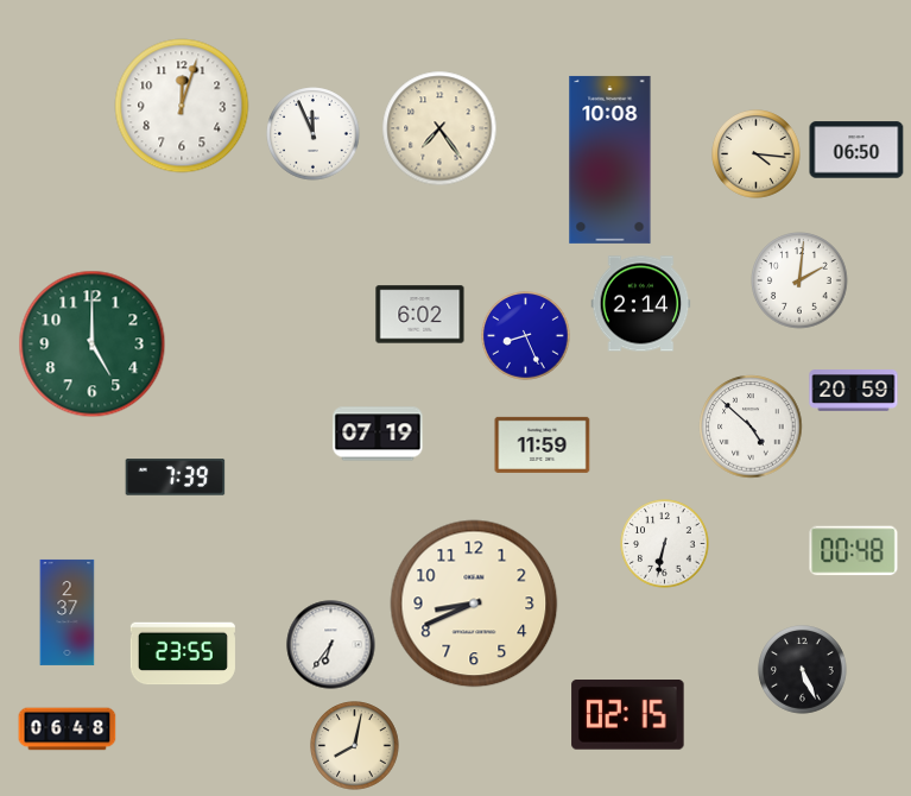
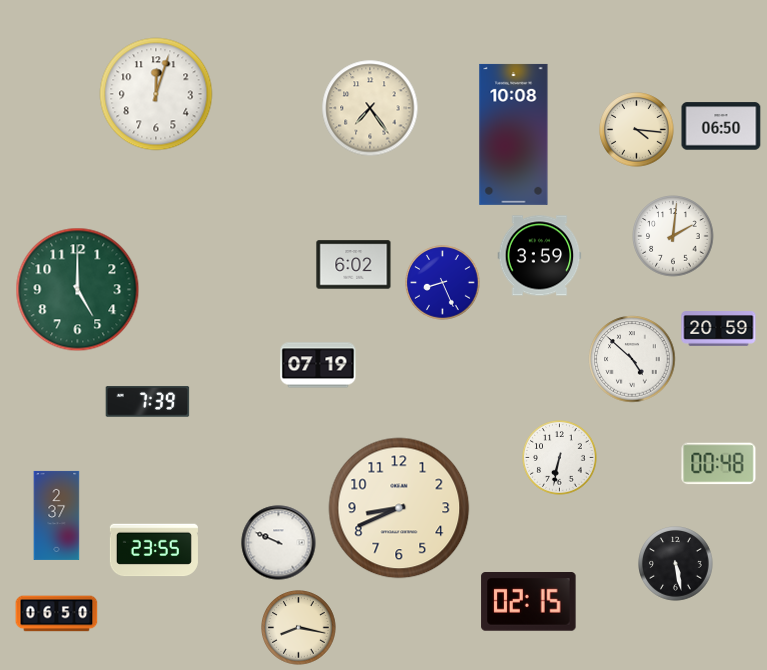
clock at (182, 106) position: (182, 106) -> (156, 94)
clock at (314, 134): 11:56 -> none
clock at (641, 304): 2:14 -> 3:59
clock at (543, 444): 11:59 -> none
clock at (331, 645): 6:36 -> 9:49
clock at (803, 670): 5:26 -> 5:28
clock at (68, 729): 06:48 -> 06:50
clock at (355, 746): 8:02 -> 8:17
